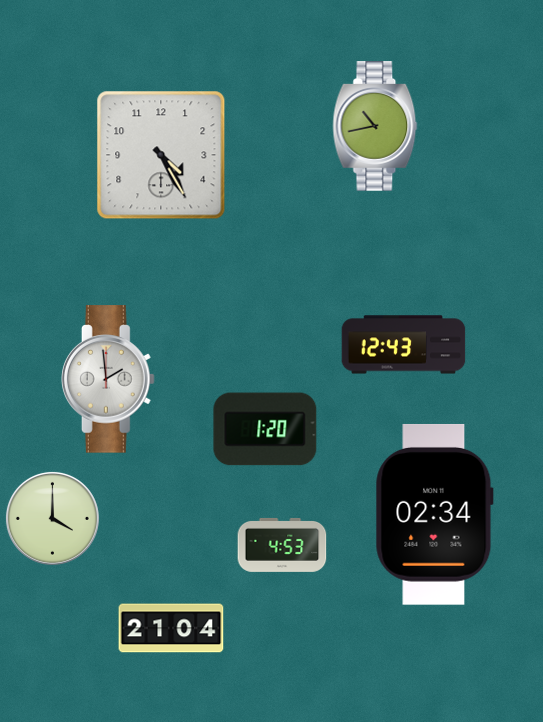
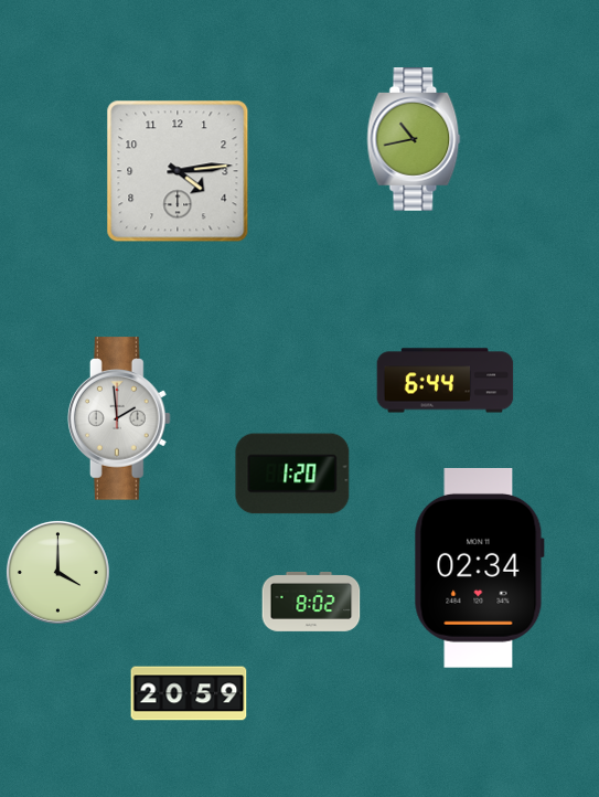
clock at (161, 155): 4:25 -> 4:14
clock at (404, 345): 12:43 -> 6:44
clock at (282, 545): 4:53 -> 8:02
clock at (171, 628): 21:04 -> 20:59
